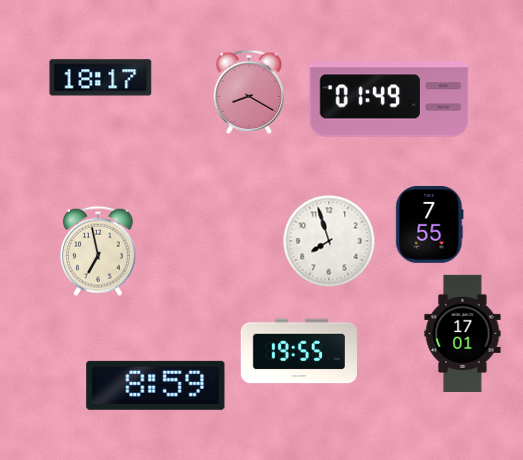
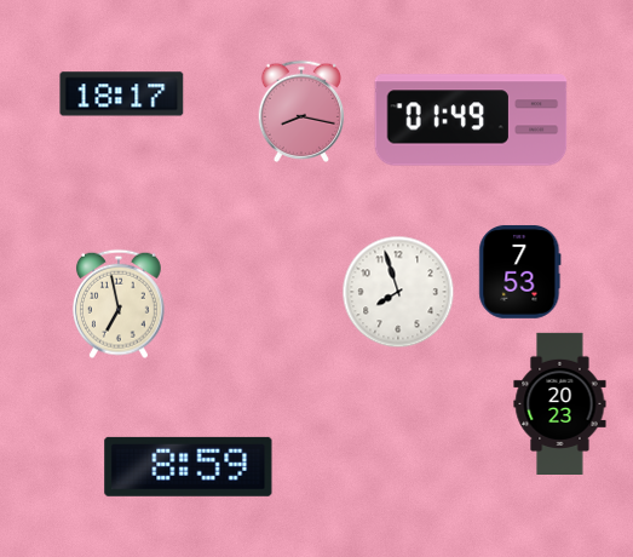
clock at (249, 91): 8:20 -> 8:17
clock at (430, 224): 7:55 -> 7:53
clock at (463, 333): 17:01 -> 20:23
clock at (298, 351): 19:55 -> none
